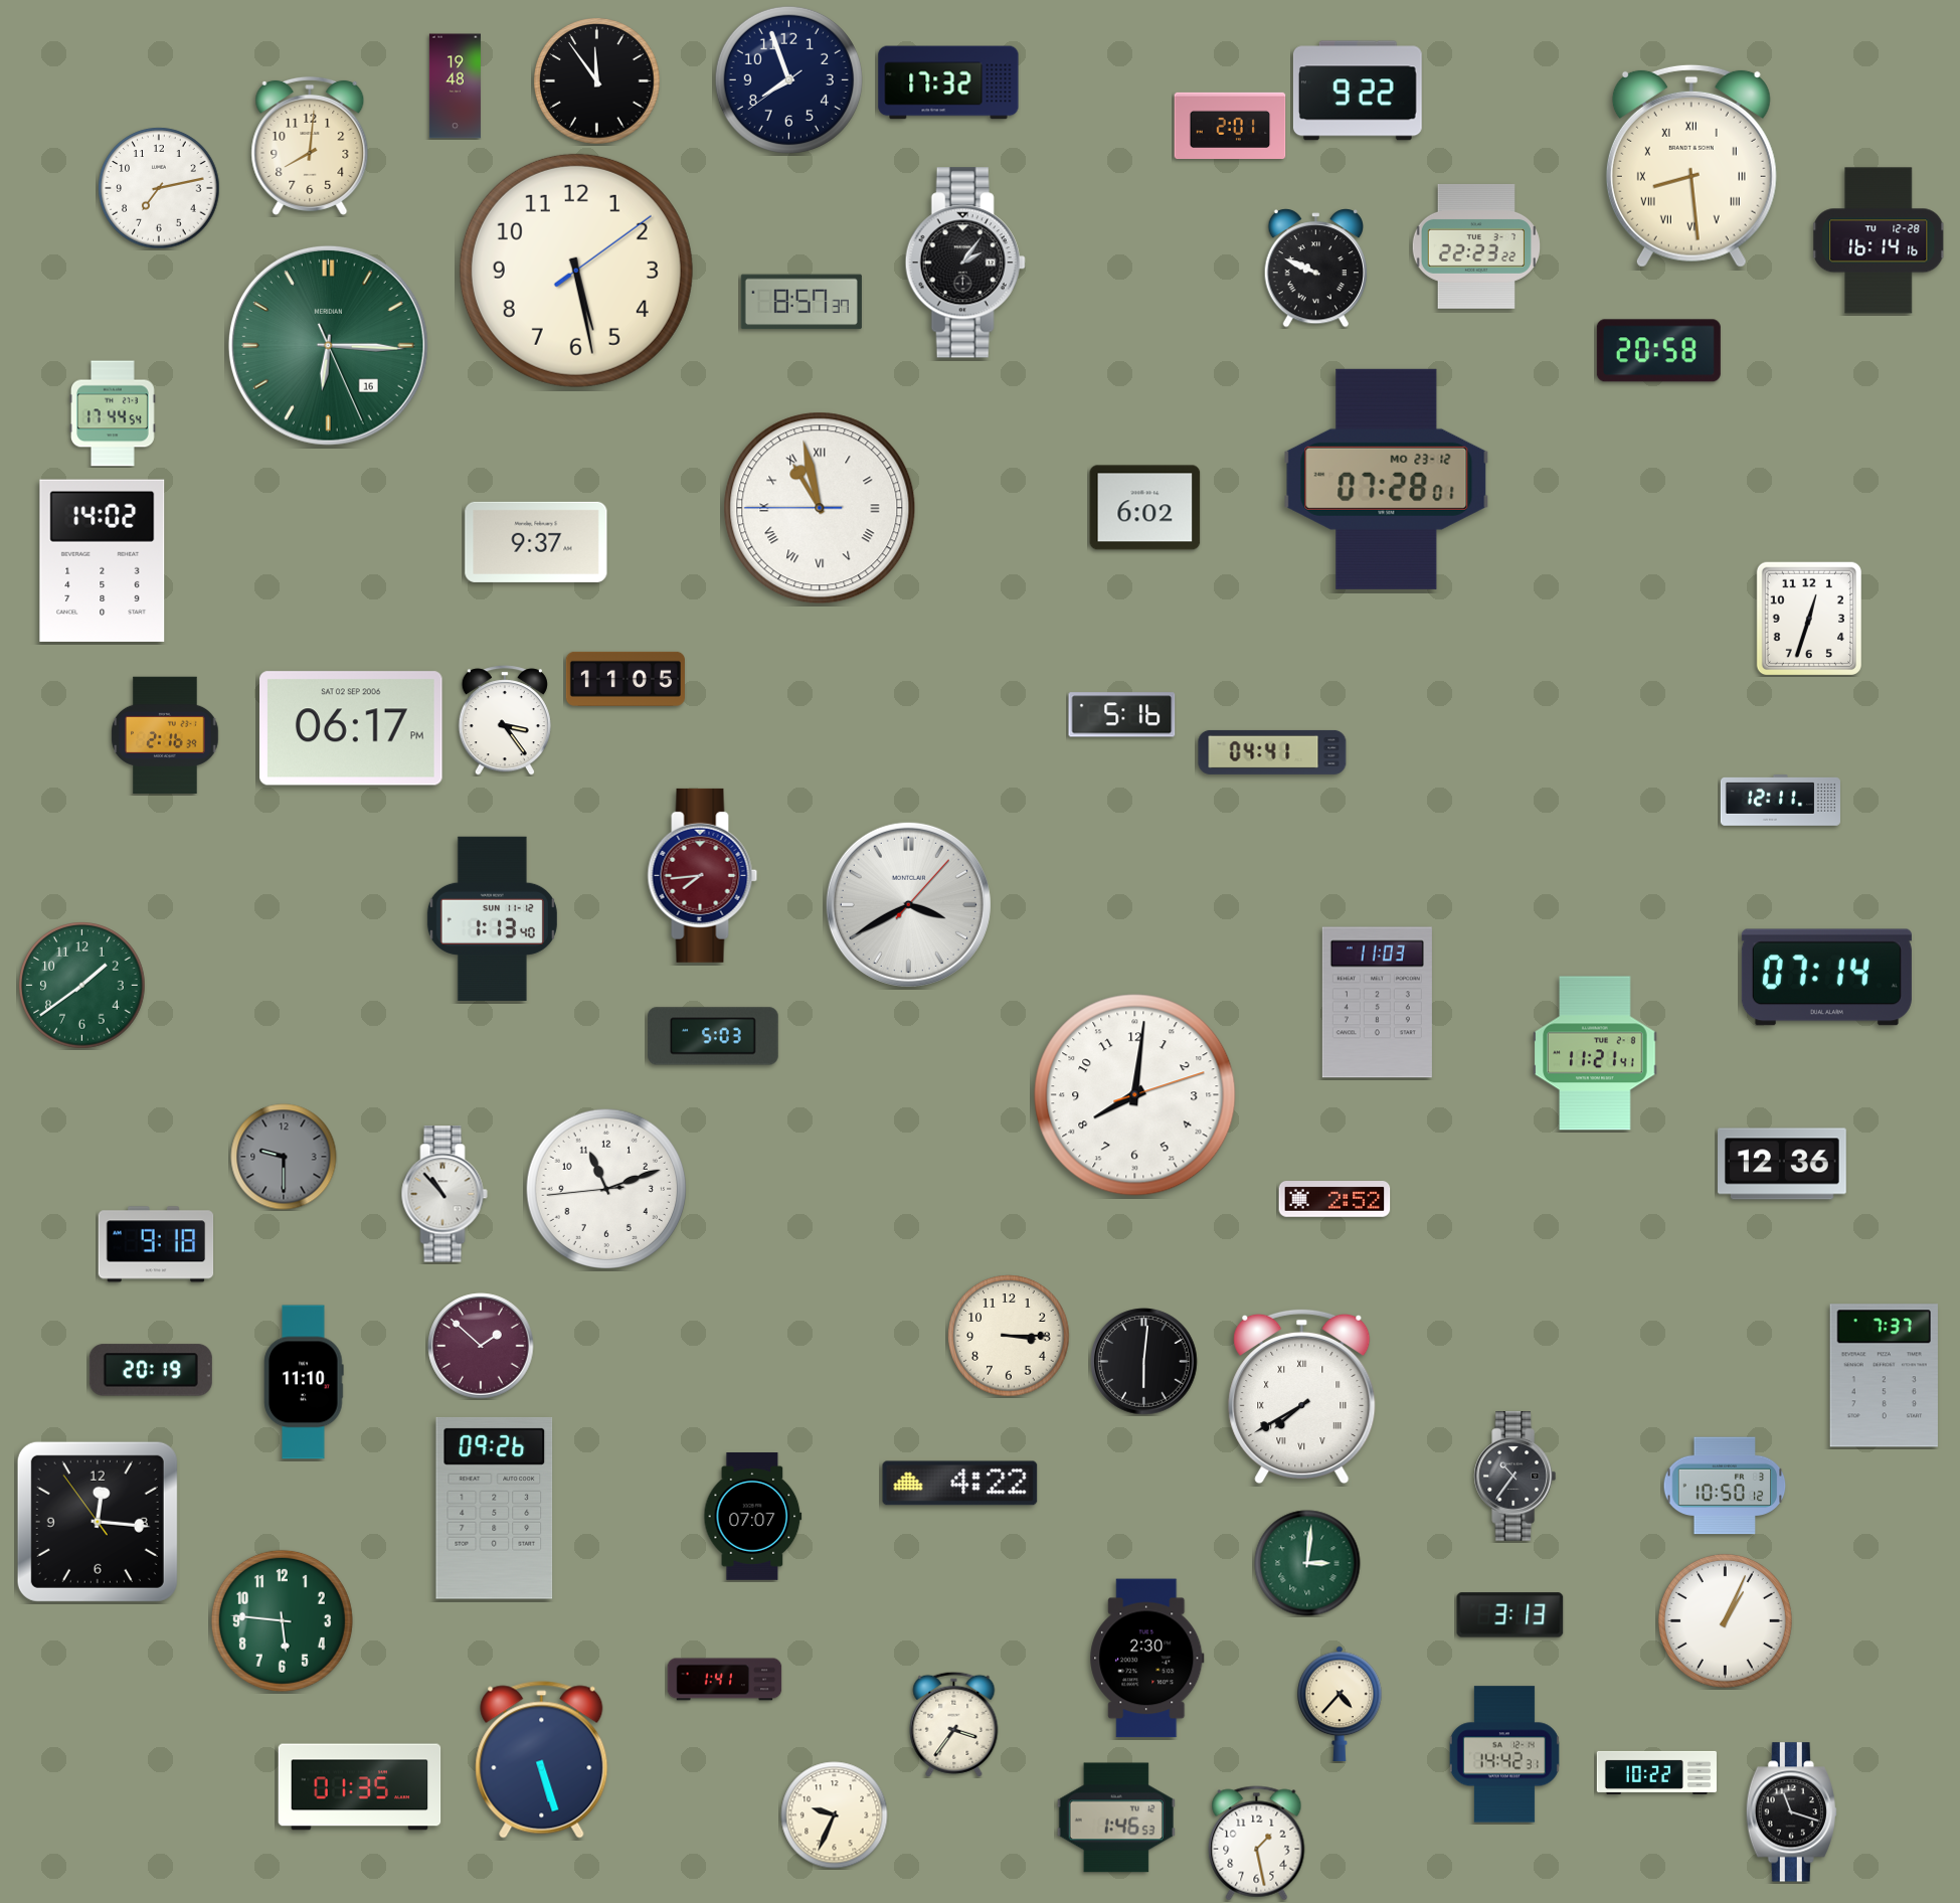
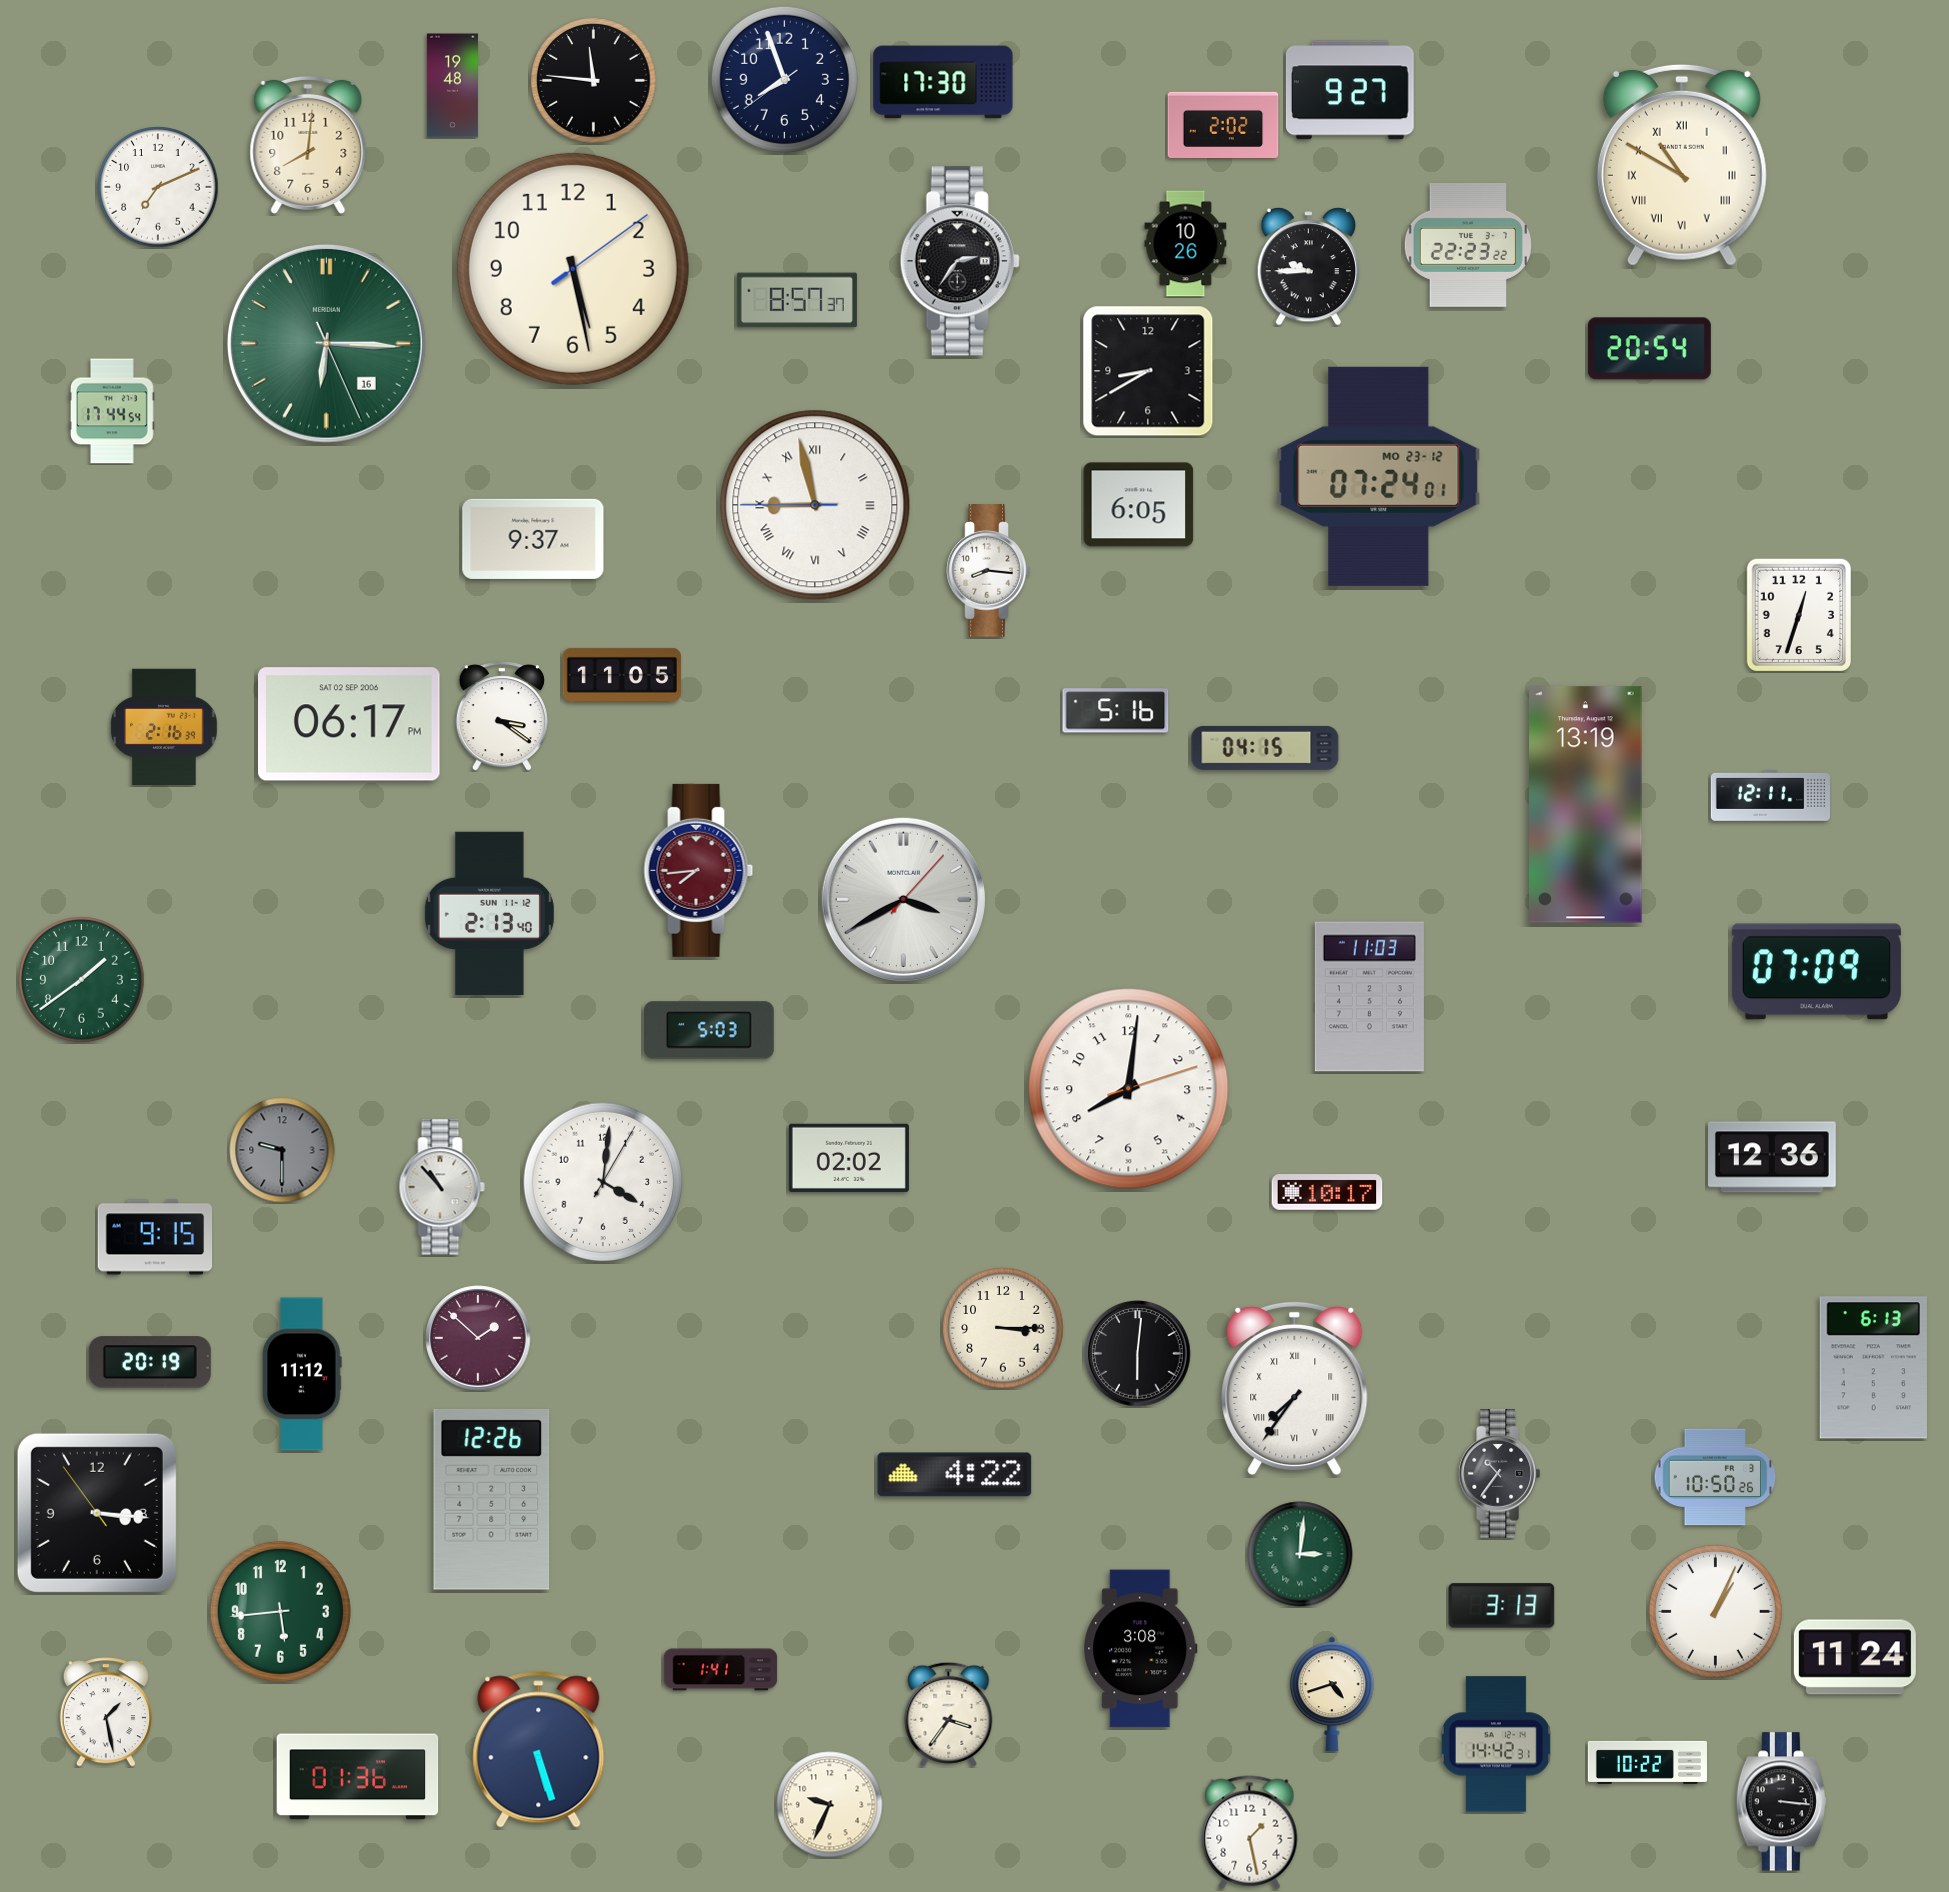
clock at (597, 81): 11:54 -> 11:46
clock at (948, 82): 17:32 -> 17:30
clock at (1358, 91): 9:22 -> 9:27
clock at (1230, 125): 2:01 -> 2:02
clock at (1691, 166): 8:29 -> 10:50
clock at (159, 188): 7:13 -> 7:11
clock at (1879, 240): 16:14 -> none
clock at (1186, 244): none -> 10:26
clock at (965, 263): 2:06 -> 2:36
clock at (1315, 269): 9:49 -> 9:45
clock at (1658, 351): 20:58 -> 20:54
clock at (1148, 371): none -> 8:40
clock at (1387, 479): 07:28 -> 07:24
clock at (820, 508): 10:57 -> 8:57
clock at (1145, 508): 6:02 -> 6:05
clock at (103, 560): 14:02 -> none
clock at (989, 571): none -> 8:16
clock at (505, 720): 3:24 -> 3:21
clock at (165, 734) position: (165, 734) -> (164, 726)
clock at (1272, 752): 04:41 -> 04:15
clock at (1586, 805): none -> 13:19
clock at (492, 919): 1:13 -> 2:13
clock at (1826, 978): 07:14 -> 07:09
clock at (1595, 1053): 11:21 -> none
clock at (849, 1158): none -> 02:02
clock at (605, 1188): 11:11 -> 4:01
clock at (1334, 1200): 2:52 -> 10:17
clock at (156, 1244): 9:18 -> 9:15
clock at (1884, 1376): 7:37 -> 6:13
clock at (304, 1382): 11:10 -> 11:12
clock at (1302, 1396): 7:40 -> 7:36
clock at (1516, 1477) position: (1516, 1477) -> (1500, 1474)
clock at (1725, 1486): 10:50:12 -> 10:50:26
clock at (495, 1508): 09:26 -> 12:26
clock at (753, 1517): 07:07 -> none
clock at (98, 1522): 12:15 -> 3:15
clock at (282, 1620): 5:46 -> 5:44
clock at (1147, 1659): 2:30 -> 3:08
clock at (1855, 1657): none -> 11:24
clock at (1341, 1704): 4:37 -> 4:42
clock at (106, 1712): none -> 1:28
clock at (360, 1787): 01:35 -> 01:36
clock at (1791, 1812): 11:18 -> 3:16
clock at (1116, 1818): 1:46 -> none
